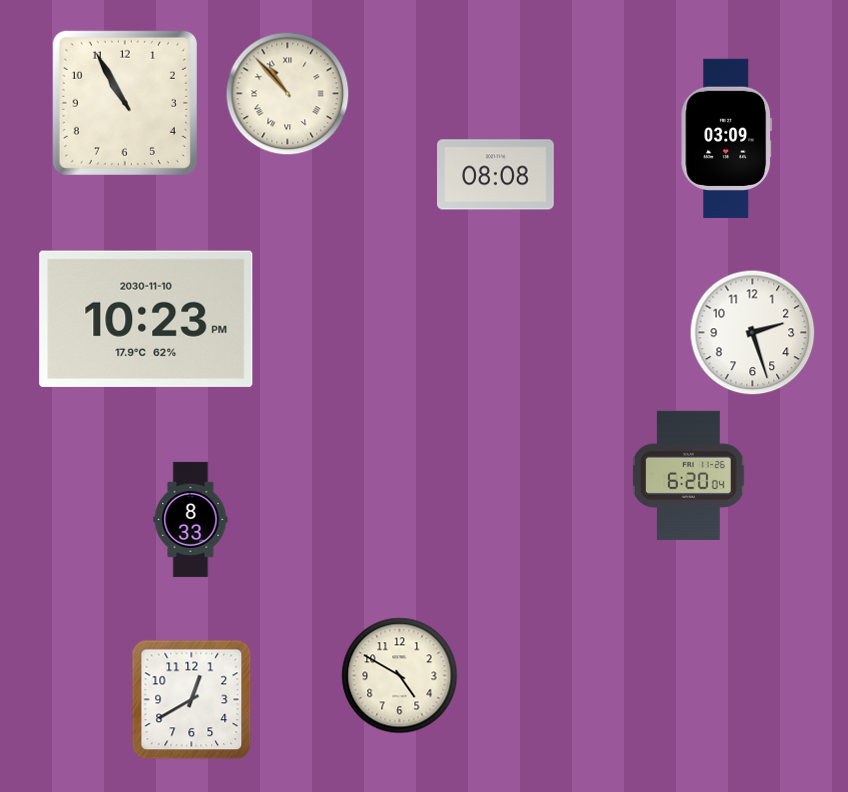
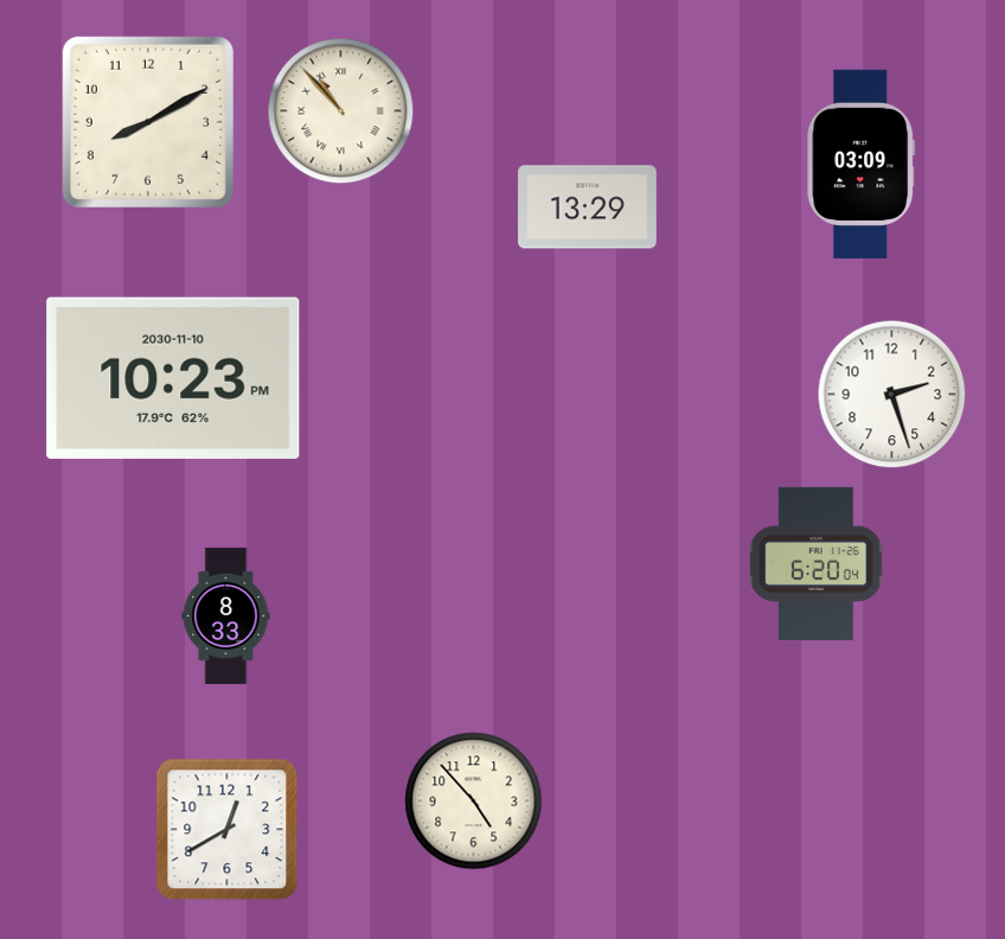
clock at (125, 103): 10:55 -> 8:10
clock at (496, 175): 08:08 -> 13:29
clock at (400, 676): 4:50 -> 4:53
